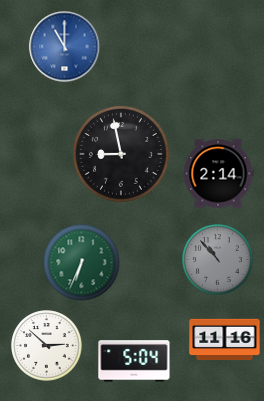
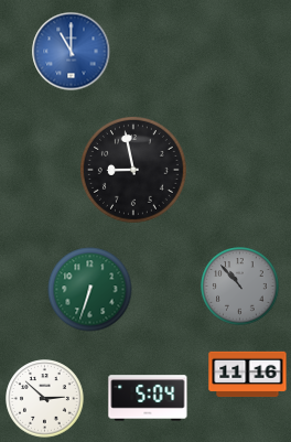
clock at (218, 174): 2:14 -> none
clock at (82, 263): 6:34 -> 6:33
clock at (47, 346) position: (47, 346) -> (45, 399)
